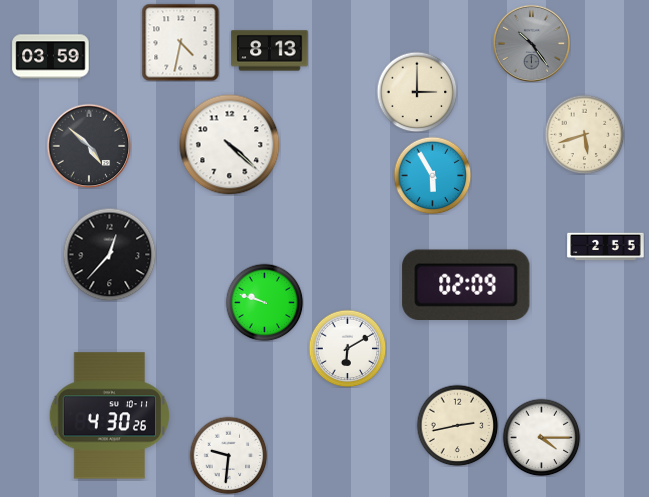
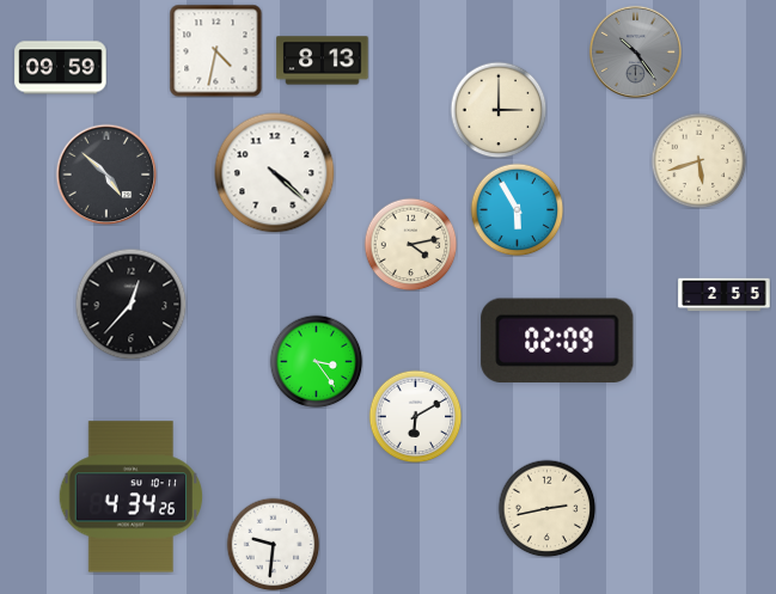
clock at (51, 57): 03:59 -> 09:59
clock at (410, 244): none -> 4:13
clock at (264, 302): 9:48 -> 3:24
clock at (110, 416): 4:30 -> 4:34
clock at (541, 437): 4:15 -> none
